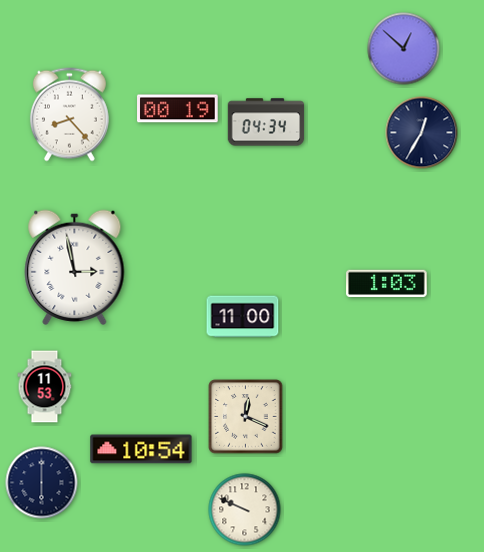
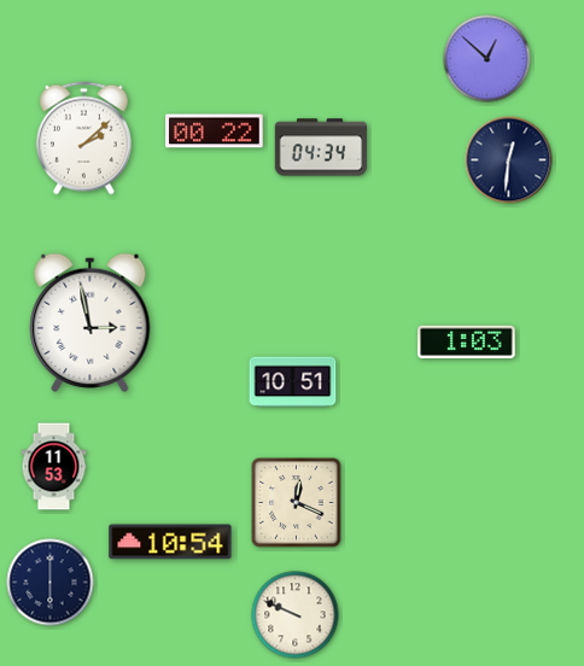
clock at (178, 109): 00:19 -> 00:22
clock at (69, 115): 8:23 -> 2:08
clock at (422, 133): 12:35 -> 12:31
clock at (243, 317): 11:00 -> 10:51
